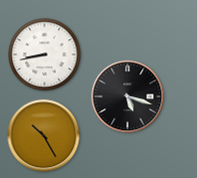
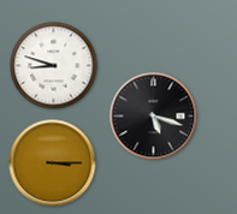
clock at (45, 55): 8:43 -> 8:48
clock at (44, 136): 10:25 -> 3:15
